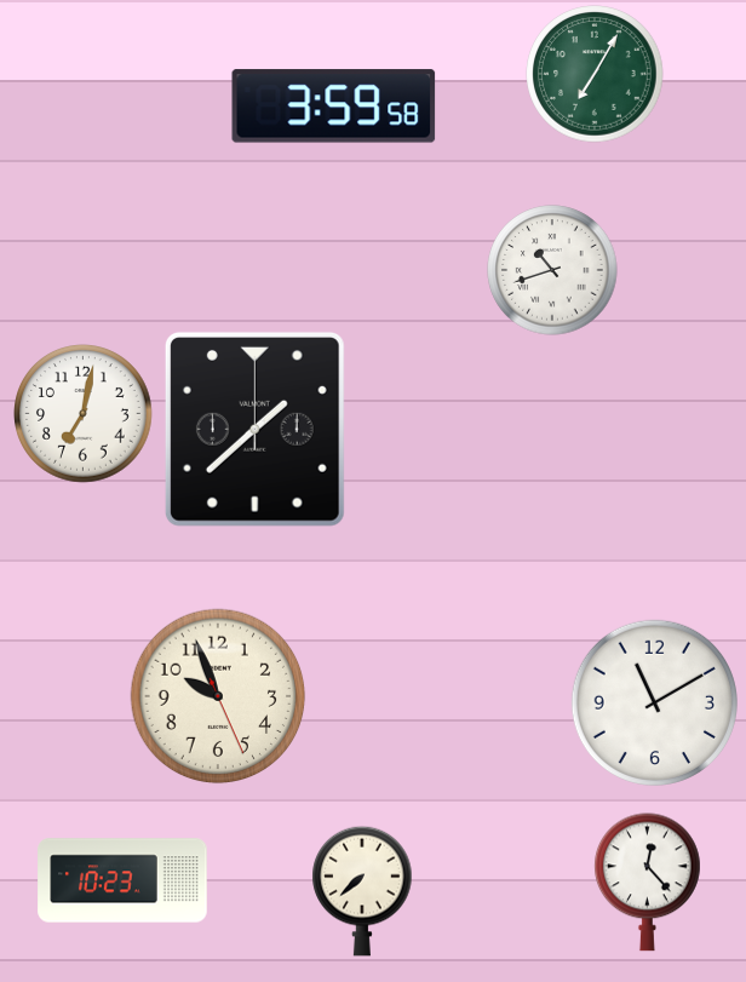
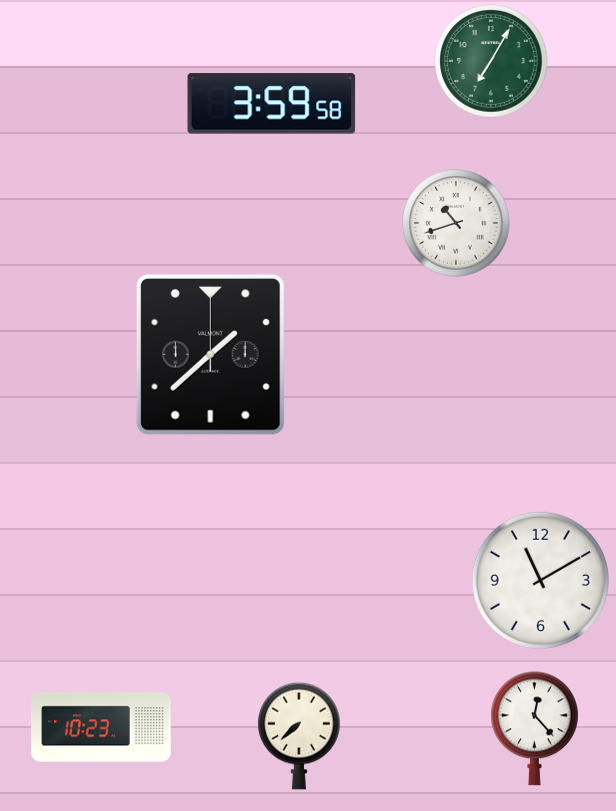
clock at (334, 107) position: (334, 107) -> (272, 104)
clock at (84, 414): 7:02 -> none
clock at (218, 696): 9:56 -> none
